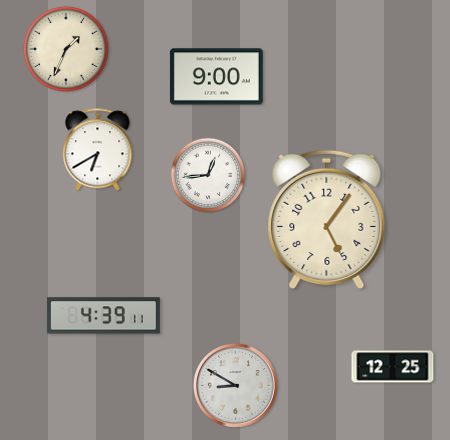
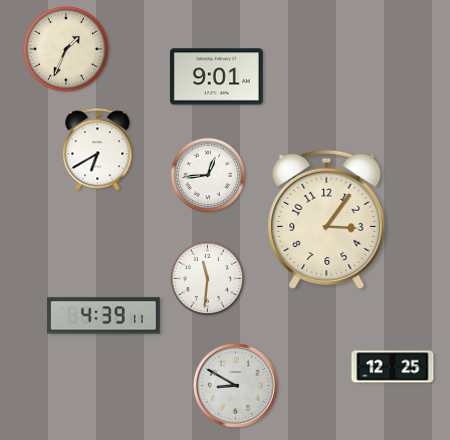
clock at (216, 77): 9:00 -> 9:01
clock at (327, 219): 5:06 -> 3:06
clock at (208, 279): none -> 11:31
